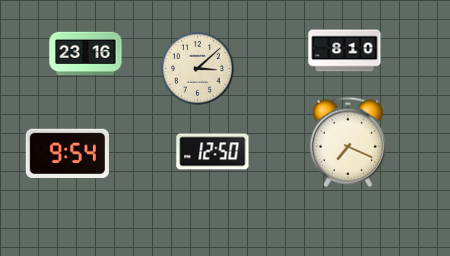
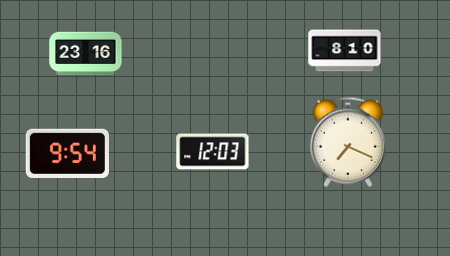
clock at (198, 69): 3:08 -> none
clock at (213, 152): 12:50 -> 12:03
